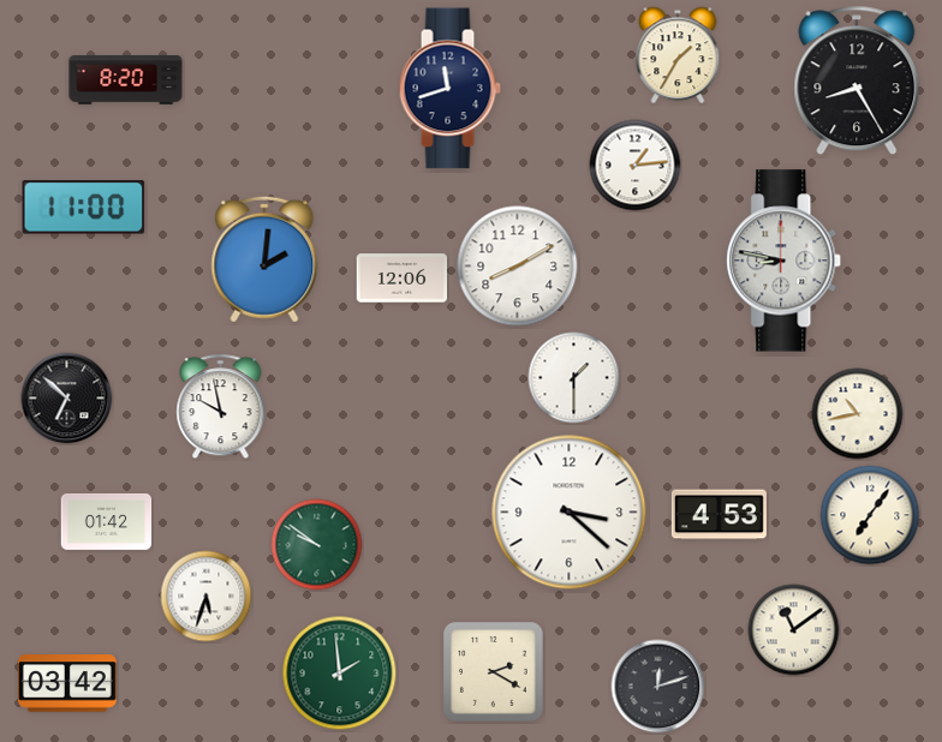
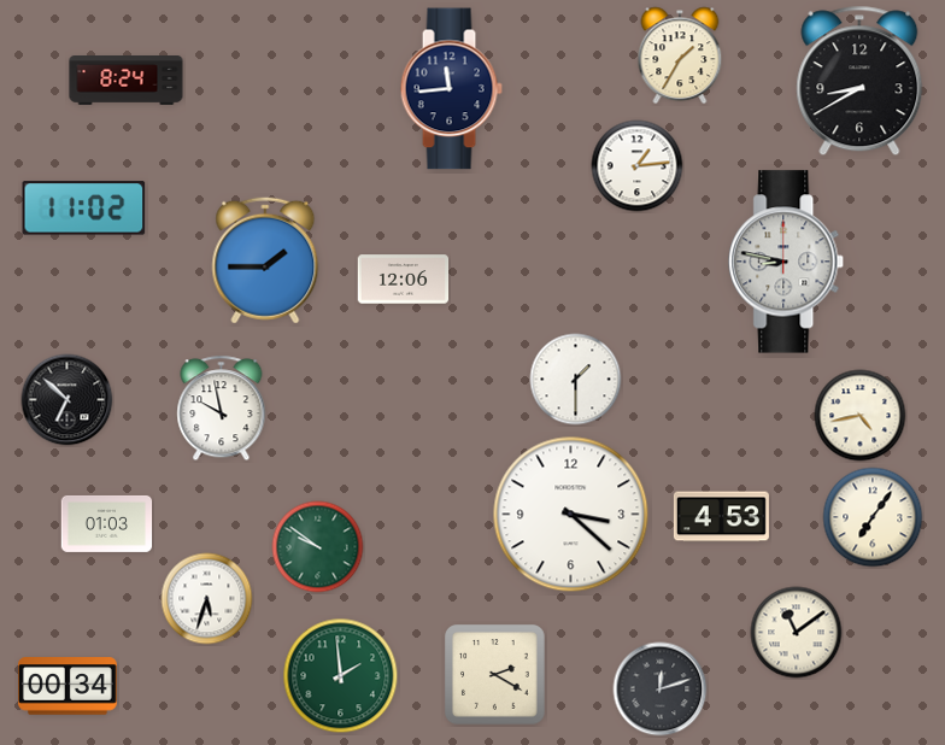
clock at (126, 80): 8:20 -> 8:24
clock at (857, 80): 8:25 -> 8:40
clock at (449, 89): 11:42 -> 11:44
clock at (84, 208): 11:00 -> 11:02
clock at (264, 259): 2:01 -> 1:45
clock at (518, 267): 8:10 -> none
clock at (858, 414): 10:43 -> 4:43
clock at (107, 521): 01:42 -> 01:03
clock at (68, 683): 03:42 -> 00:34
